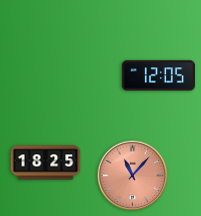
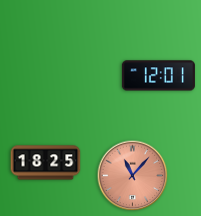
clock at (158, 76): 12:05 -> 12:01
